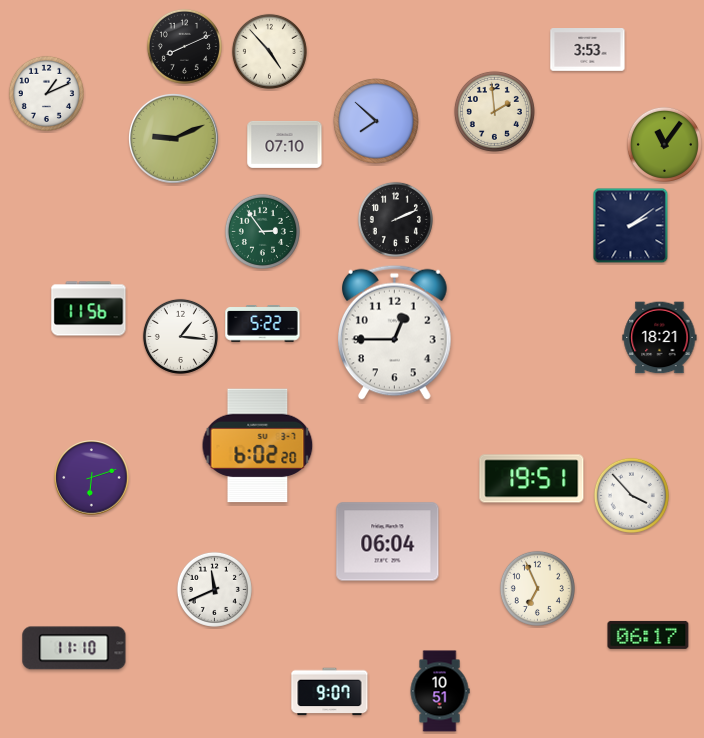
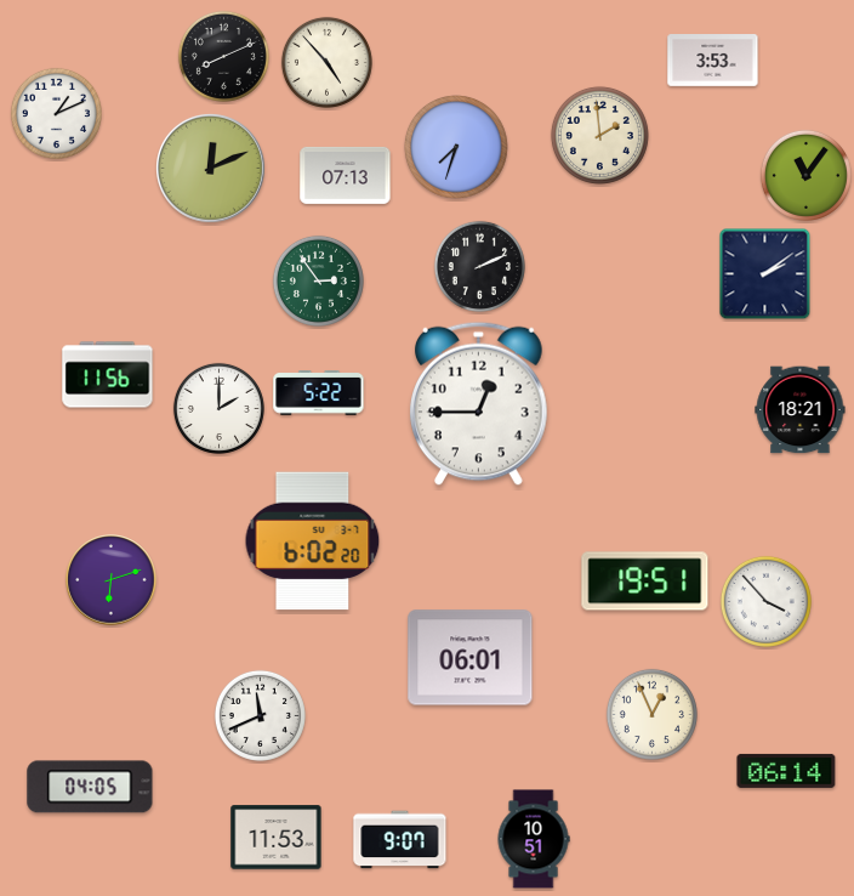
clock at (376, 121): 7:52 -> 7:33
clock at (174, 139): 9:11 -> 12:11
clock at (285, 144): 07:10 -> 07:13
clock at (180, 336): 1:16 -> 2:00
clock at (388, 542): 06:04 -> 06:01
clock at (537, 588): 6:56 -> 12:56
clock at (648, 635): 06:17 -> 06:14
clock at (74, 648): 11:10 -> 04:05
clock at (277, 838): none -> 11:53
